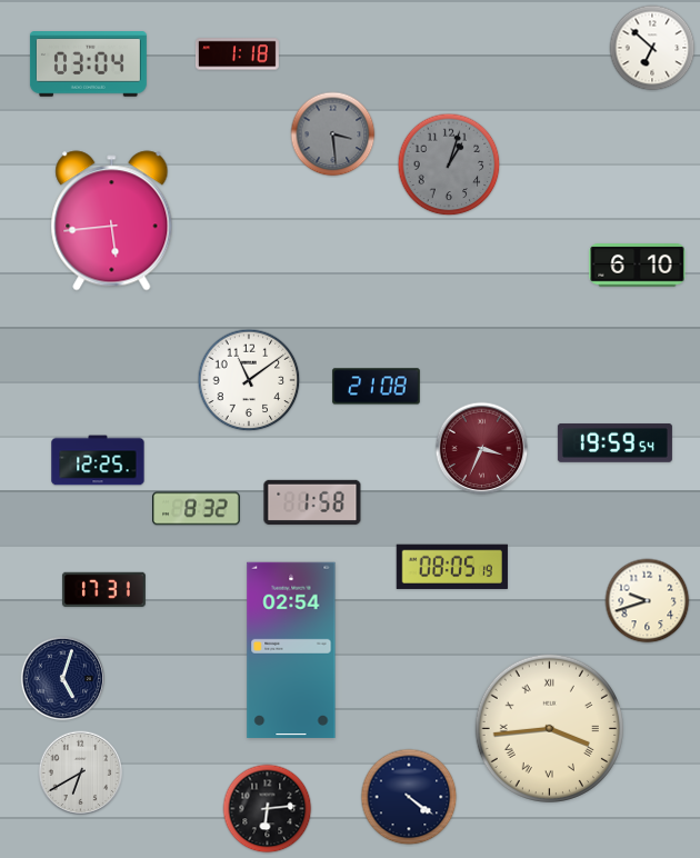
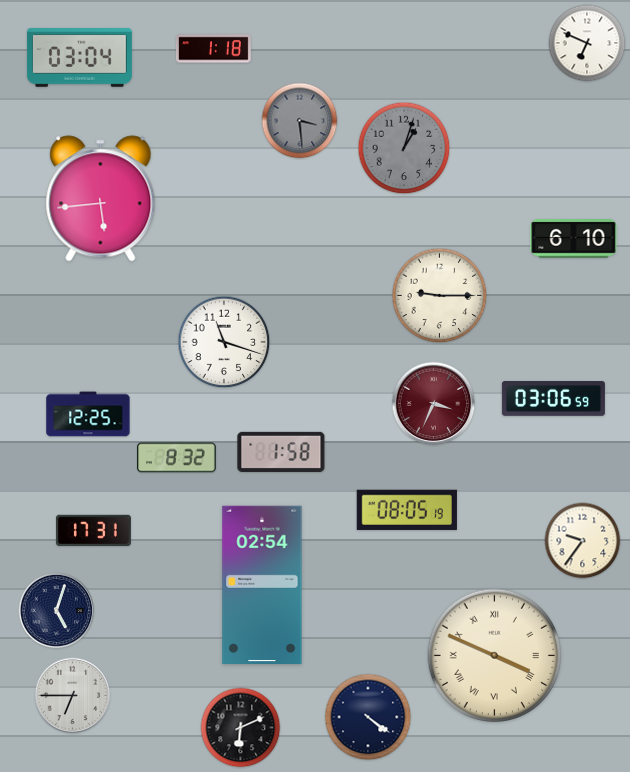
clock at (652, 48): 6:52 -> 6:49
clock at (440, 296): none -> 9:15
clock at (249, 380): 11:09 -> 11:18
clock at (377, 387): 21:08 -> none
clock at (614, 443): 19:59 -> 03:06
clock at (648, 601): 9:42 -> 9:36
clock at (549, 728): 3:44 -> 3:49
clock at (81, 774): 6:40 -> 6:45
clock at (268, 809): 6:14 -> 6:11
